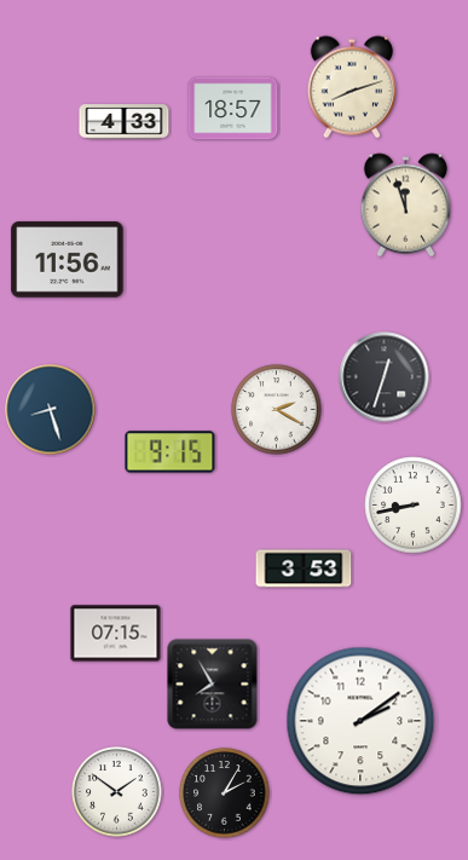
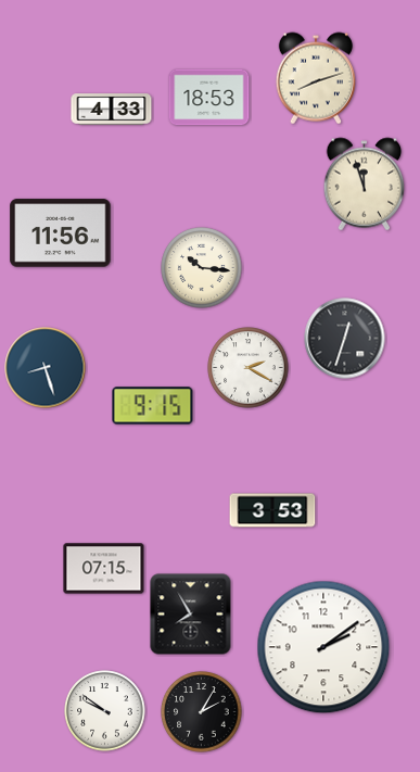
clock at (233, 109): 18:57 -> 18:53
clock at (202, 268): none -> 10:16
clock at (414, 506): 8:43 -> none
clock at (117, 792): 1:51 -> 9:51
